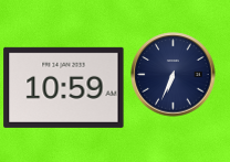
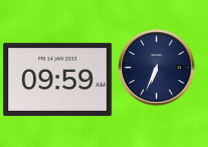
clock at (64, 87): 10:59 -> 09:59
